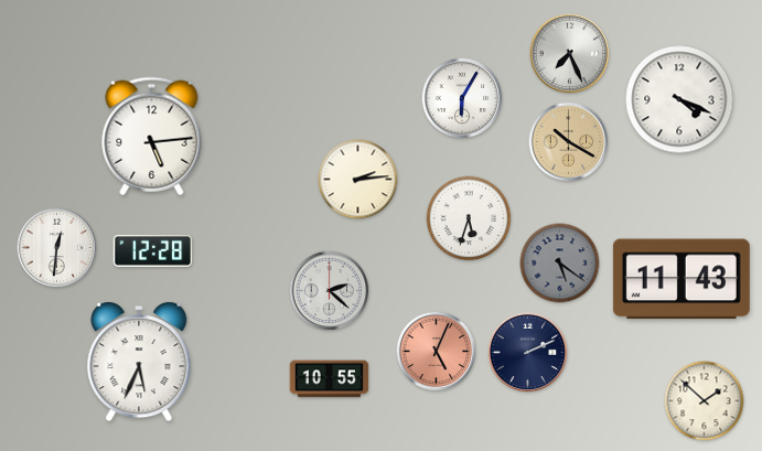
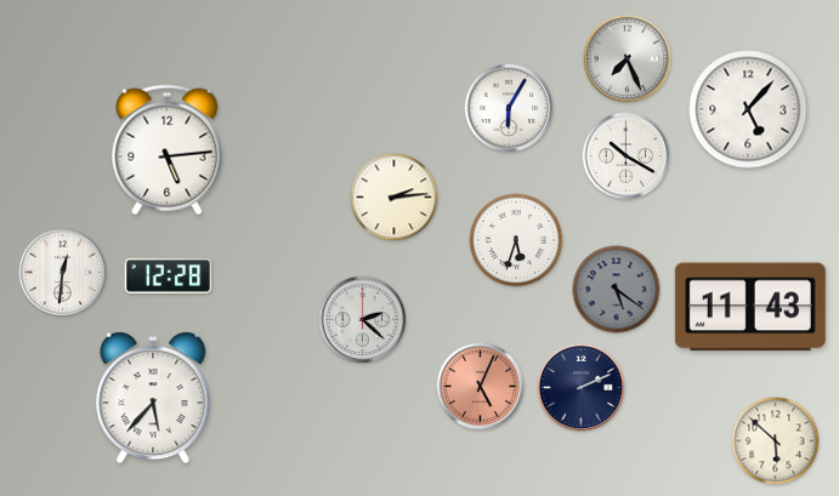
clock at (679, 99): 4:19 -> 5:07
clock at (569, 142) dial: champagne -> white
clock at (139, 363): 5:34 -> 5:37
clock at (330, 379): 10:55 -> none
clock at (705, 401): 1:52 -> 5:52
